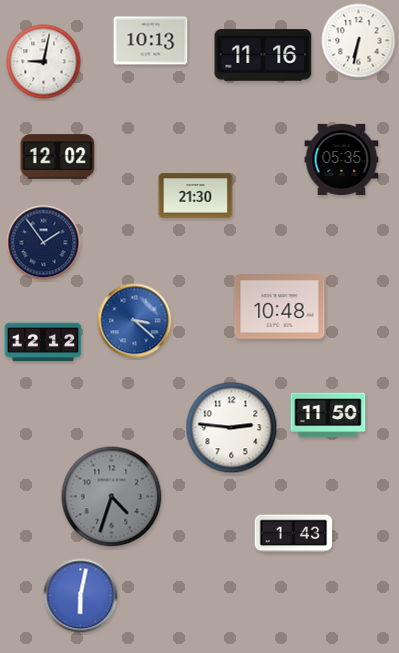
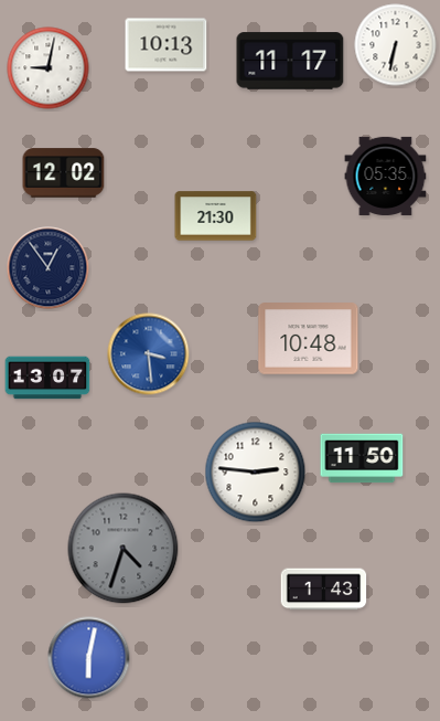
clock at (263, 55): 11:16 -> 11:17
clock at (342, 159) position: (342, 159) -> (386, 176)
clock at (44, 243): 1:54 -> 12:54
clock at (135, 321): 3:22 -> 3:29
clock at (43, 342): 12:12 -> 13:07
